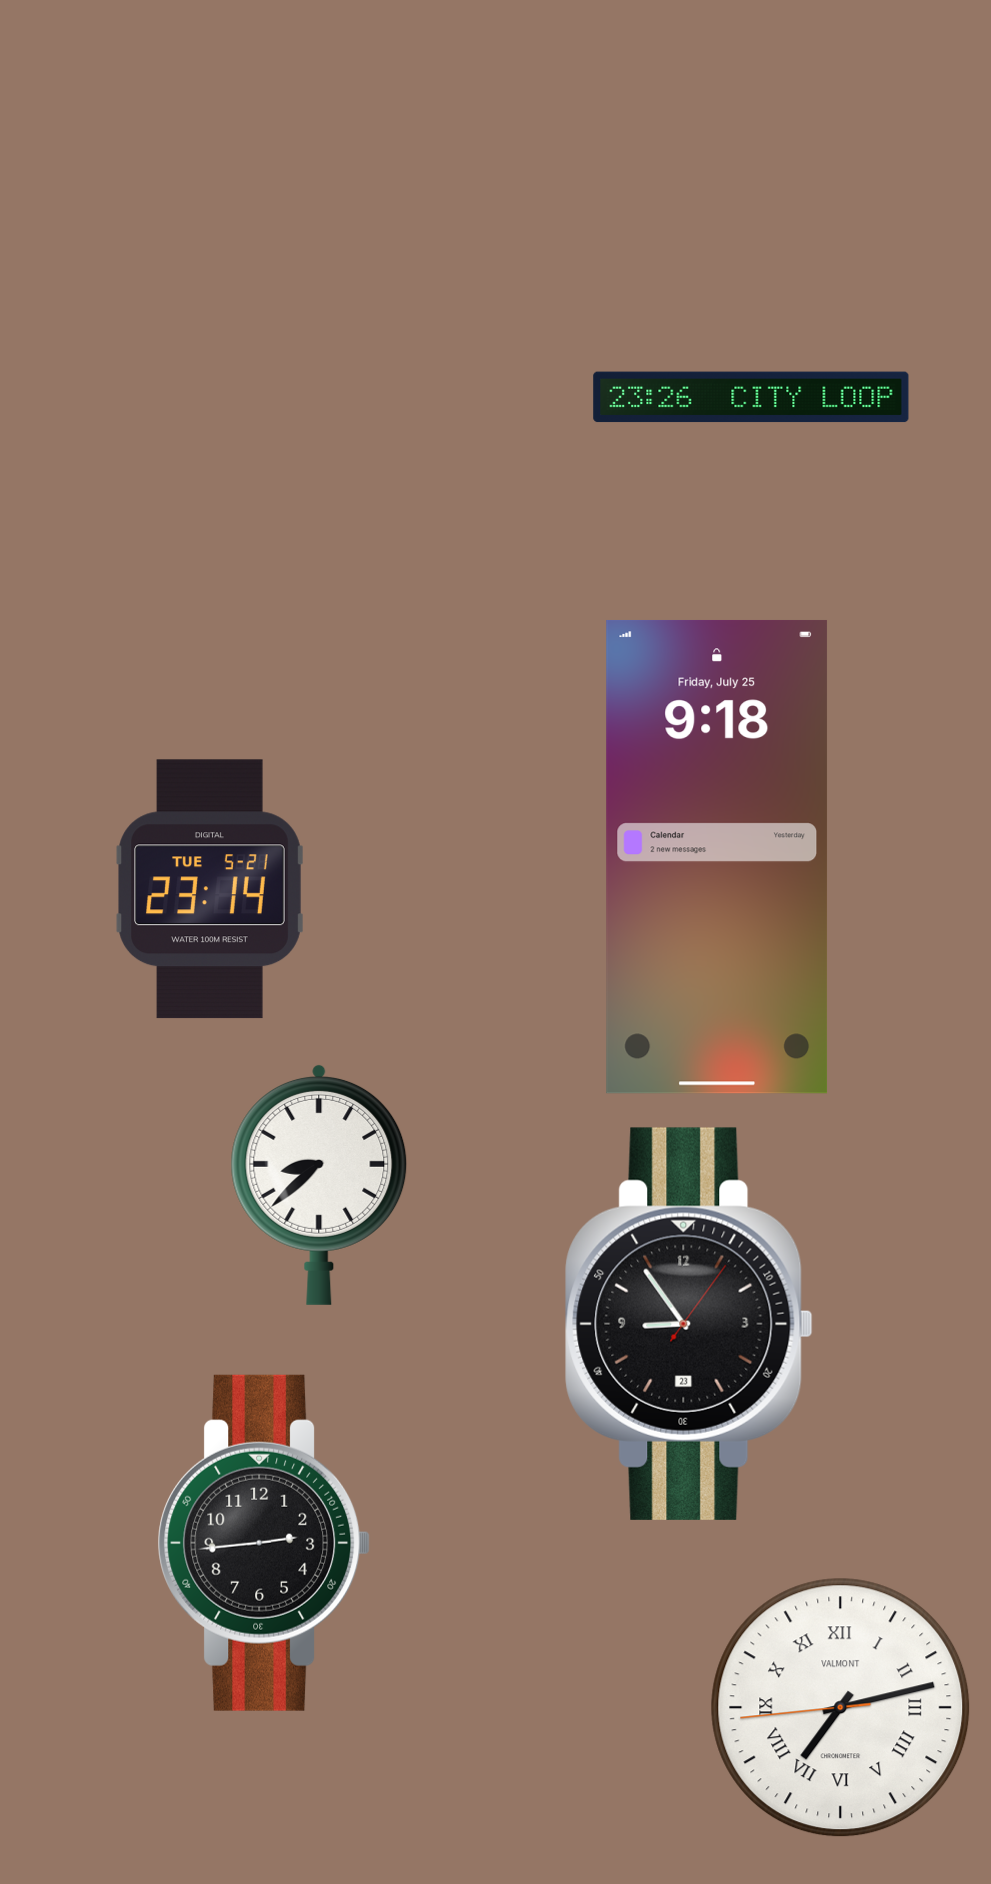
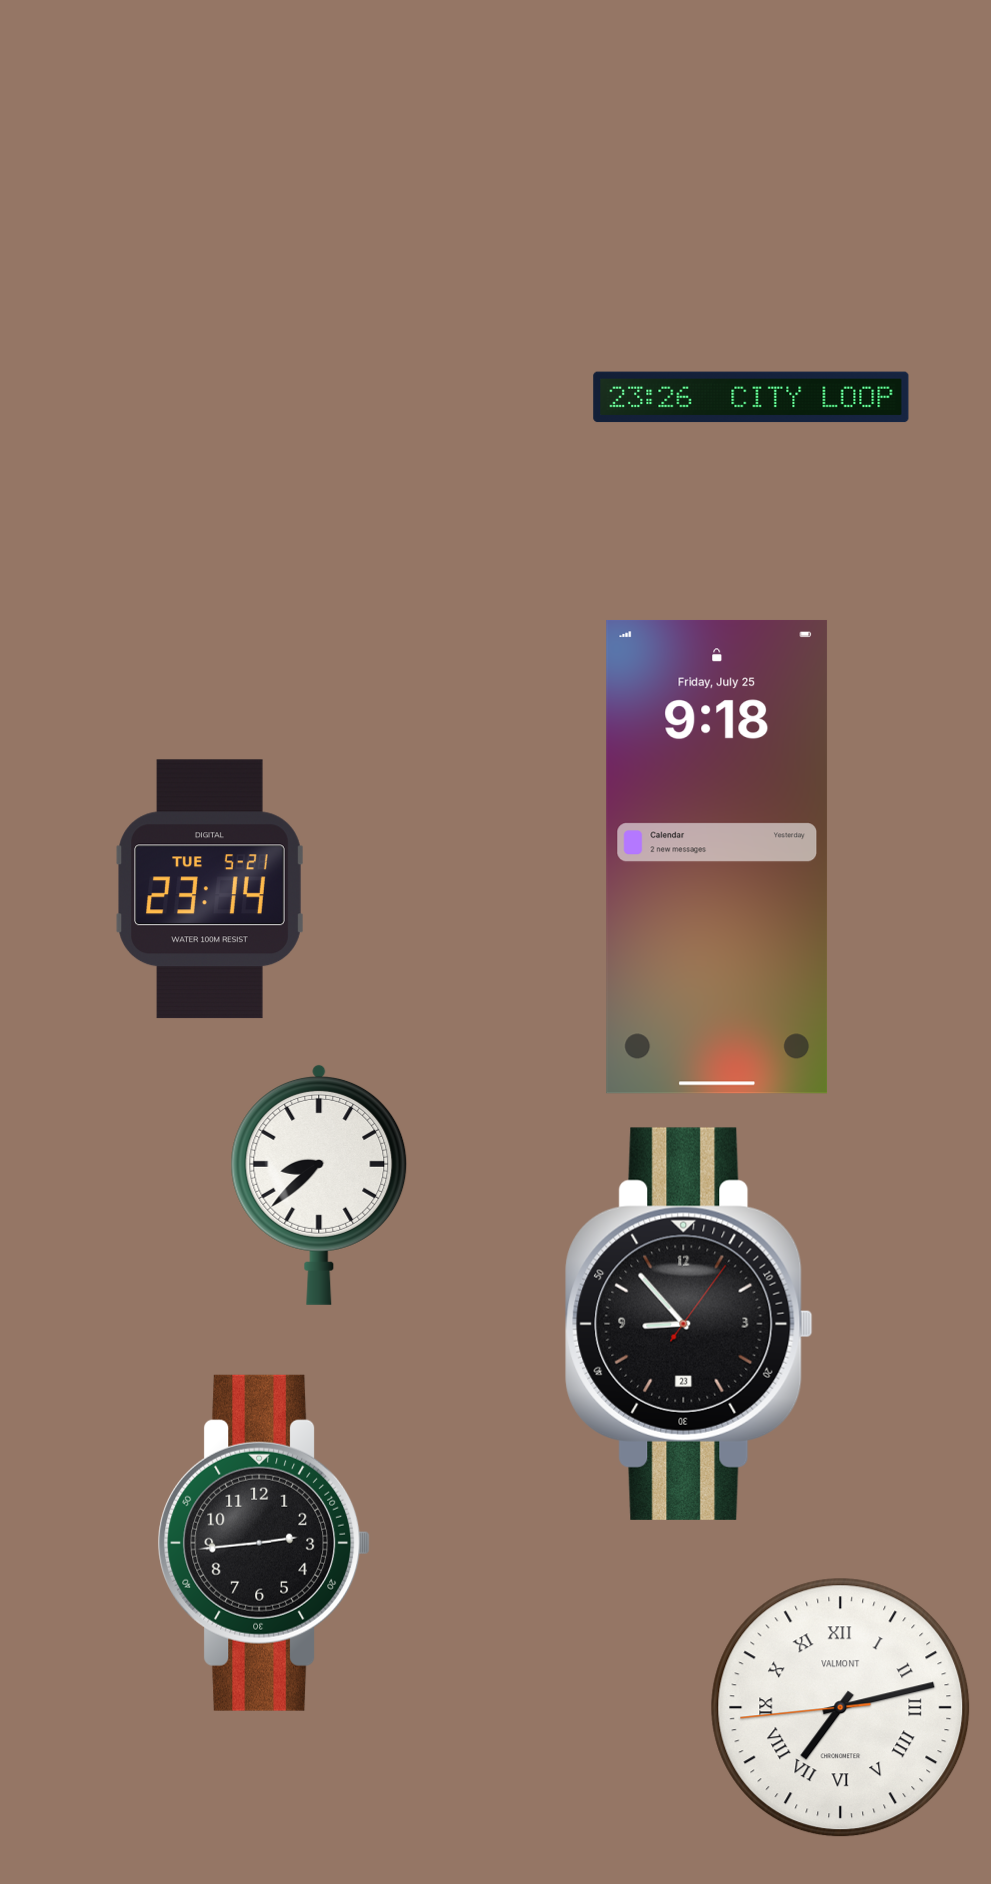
clock at (689, 1324): 8:54 -> 8:53
